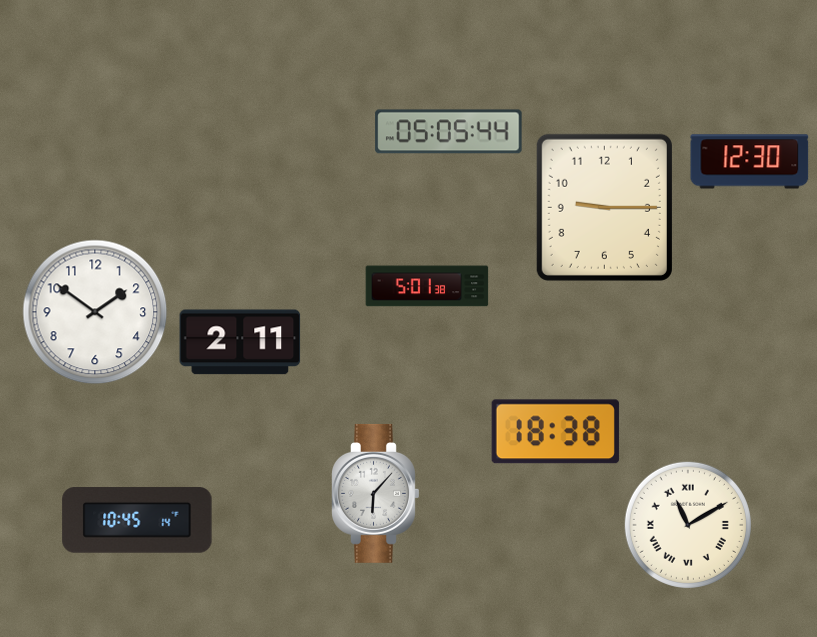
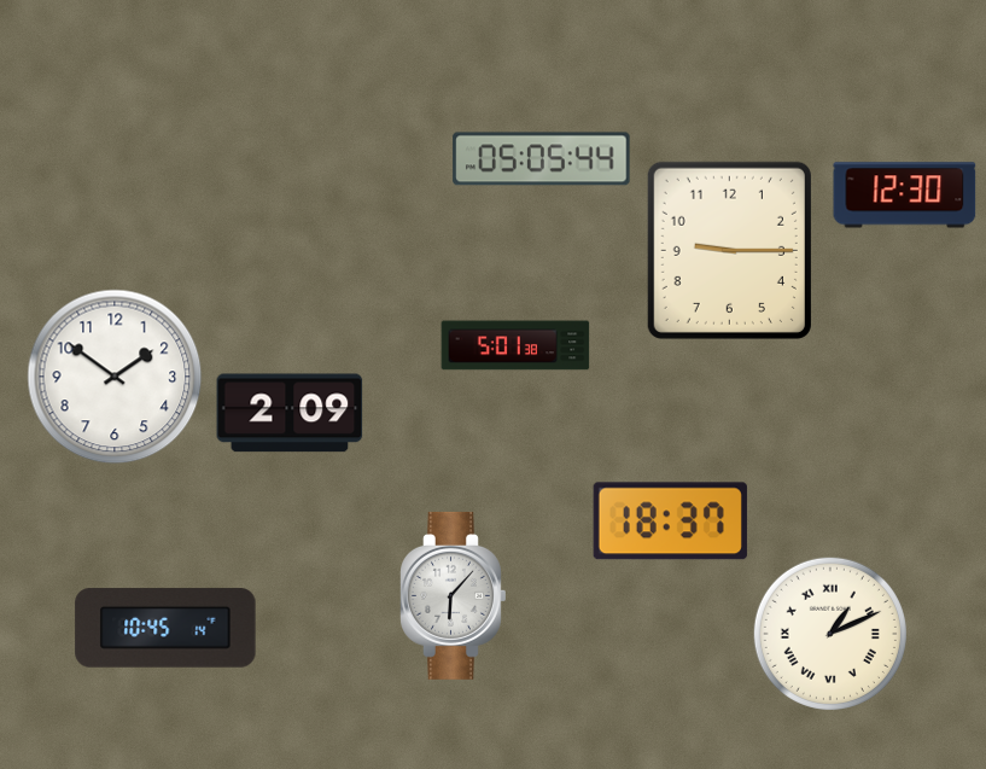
clock at (240, 342): 2:11 -> 2:09
clock at (555, 432): 18:38 -> 18:37
clock at (688, 525): 11:10 -> 1:11
